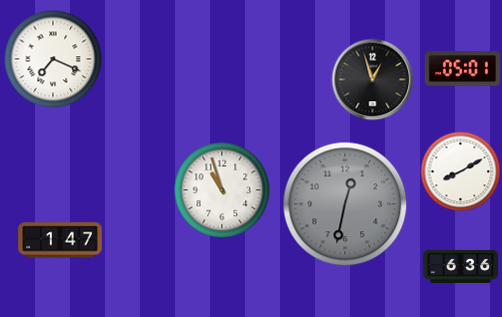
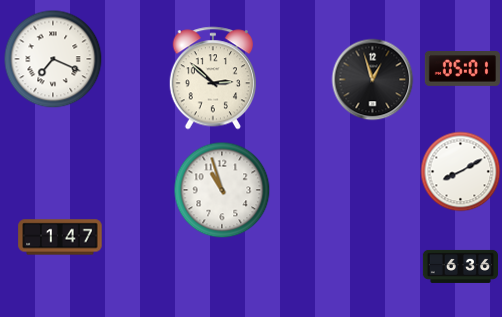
clock at (212, 78): none -> 2:52
clock at (345, 204): 12:32 -> none
clock at (60, 240) position: (60, 240) -> (60, 237)
